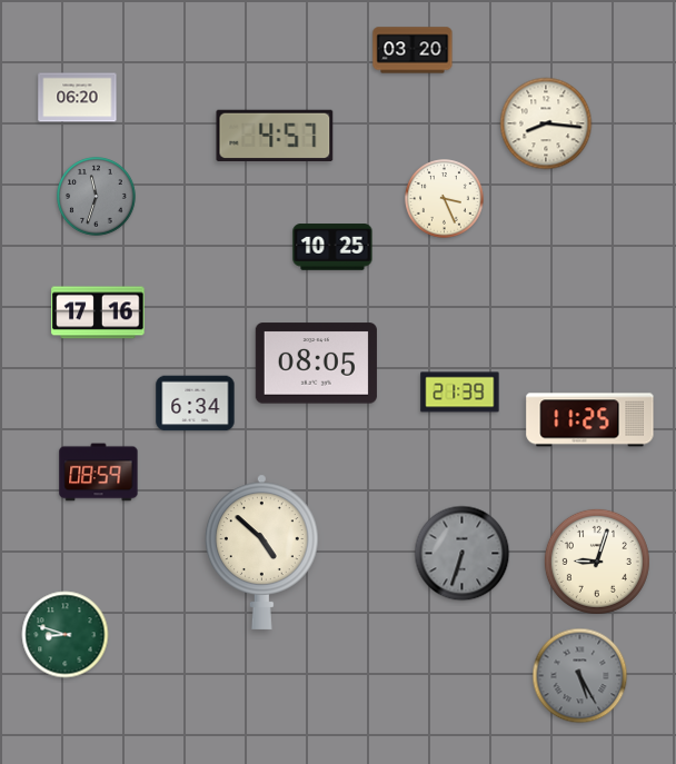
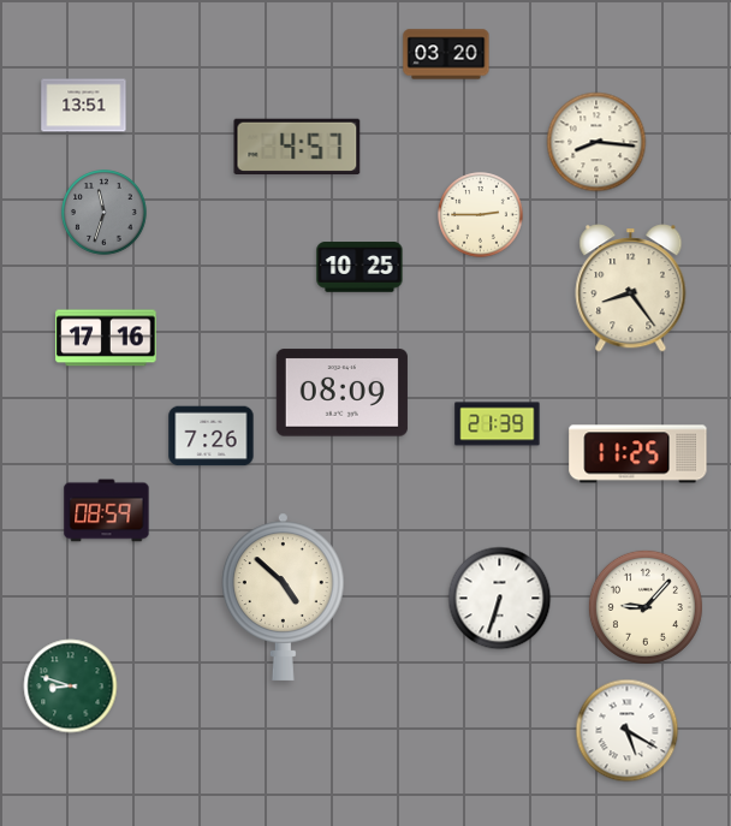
clock at (78, 98): 06:20 -> 13:51
clock at (546, 123) position: (546, 123) -> (596, 142)
clock at (445, 199): 3:26 -> 2:45
clock at (631, 289): none -> 8:24
clock at (316, 364): 08:05 -> 08:09
clock at (196, 404): 6:34 -> 7:26
clock at (463, 554) dial: grey -> white
clock at (597, 562): 9:03 -> 9:07
clock at (580, 676): 5:25 -> 5:20
clock at (580, 676) dial: grey -> white
